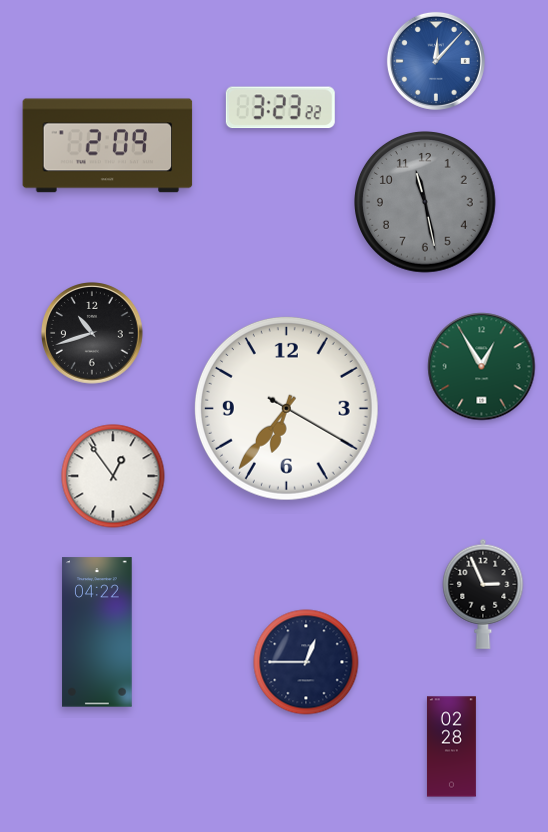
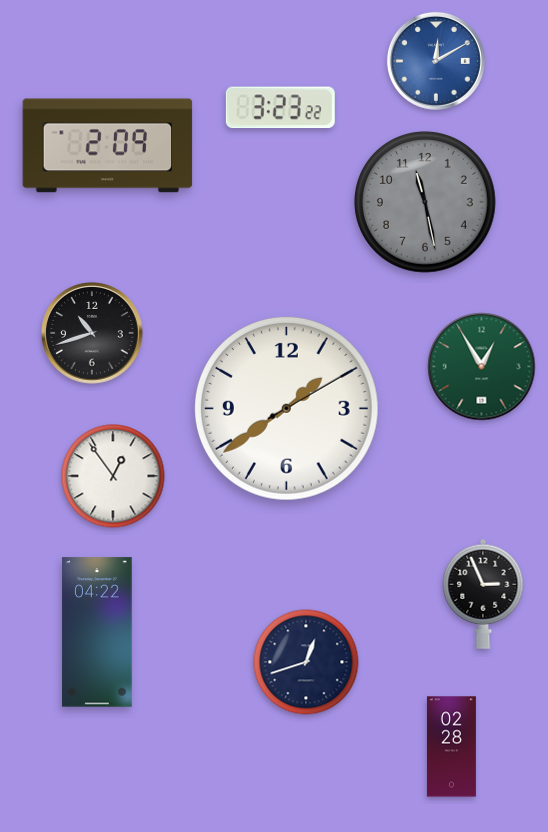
clock at (436, 61): 12:07 -> 12:10
clock at (286, 408): 6:36 -> 1:39
clock at (306, 662): 12:45 -> 12:42
